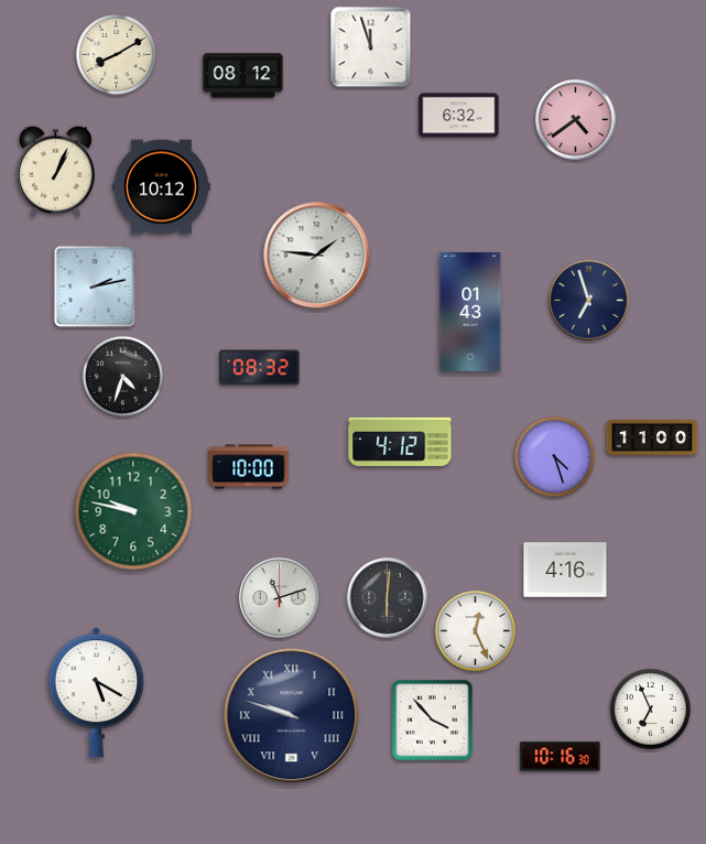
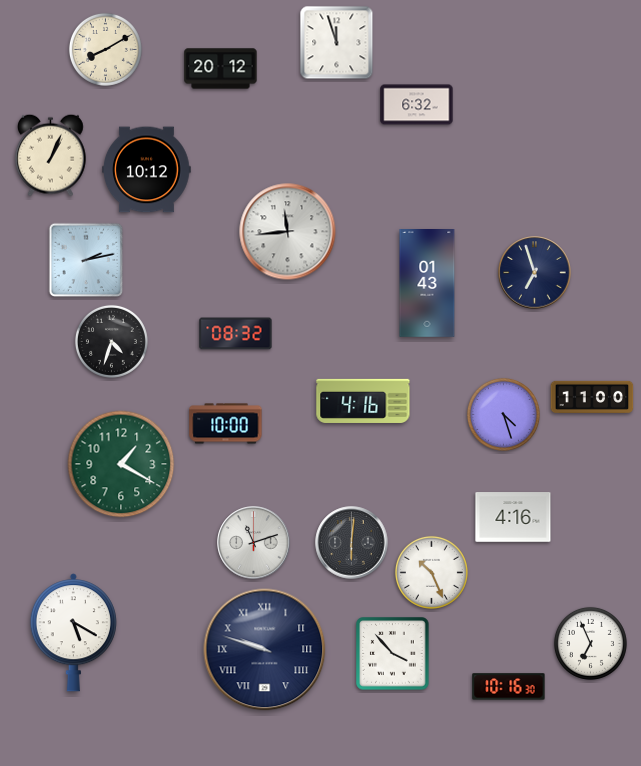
clock at (243, 76): 08:12 -> 20:12
clock at (576, 120): 4:39 -> none
clock at (317, 256): 1:46 -> 11:44
clock at (400, 442): 4:12 -> 4:16
clock at (133, 511): 9:47 -> 1:20
clock at (475, 630): 12:26 -> 10:26
clock at (96, 693) position: (96, 693) -> (73, 633)
